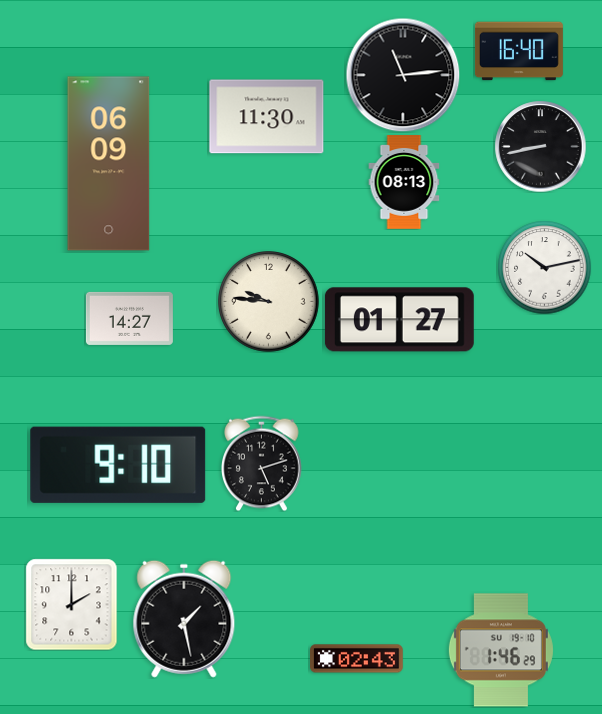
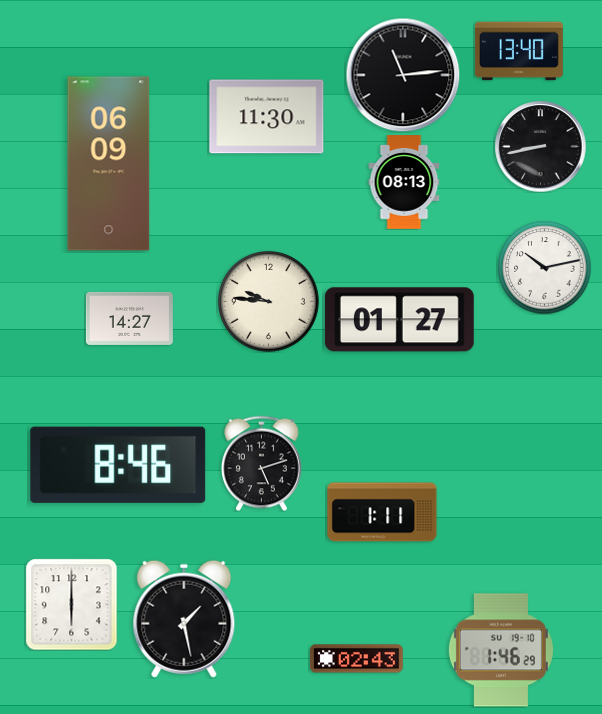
clock at (519, 51): 16:40 -> 13:40
clock at (118, 465): 9:10 -> 8:46
clock at (382, 512): none -> 1:11
clock at (71, 604): 2:00 -> 6:00
